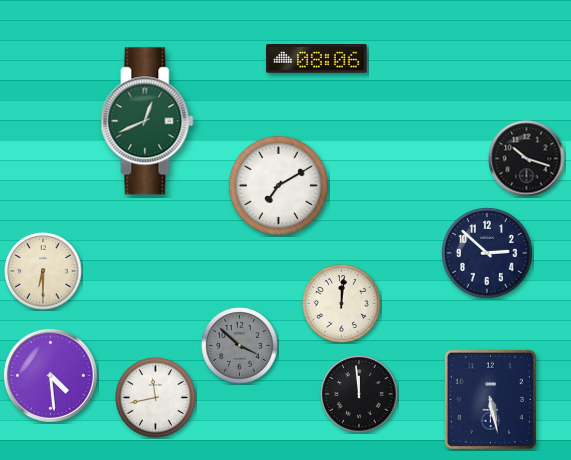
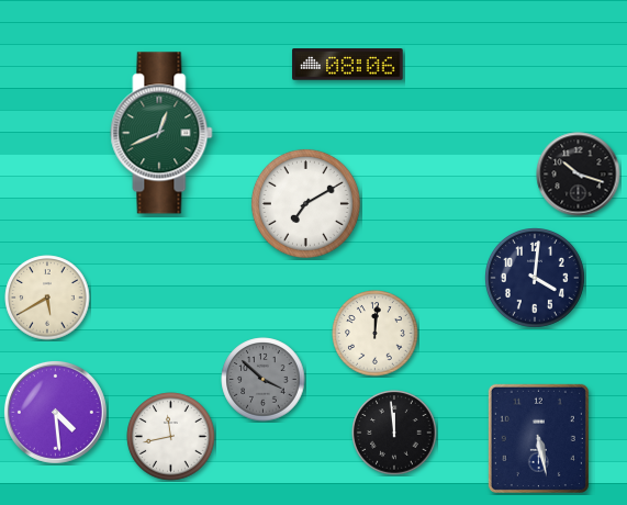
clock at (488, 254): 2:52 -> 4:01
clock at (43, 271): 6:30 -> 5:40
